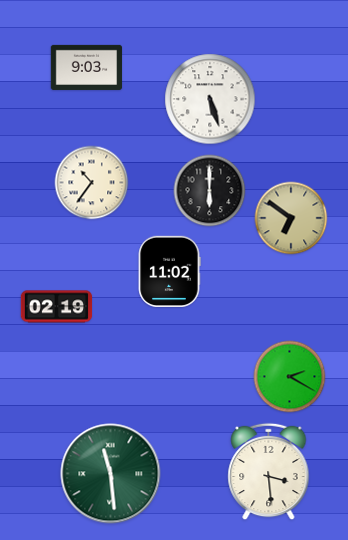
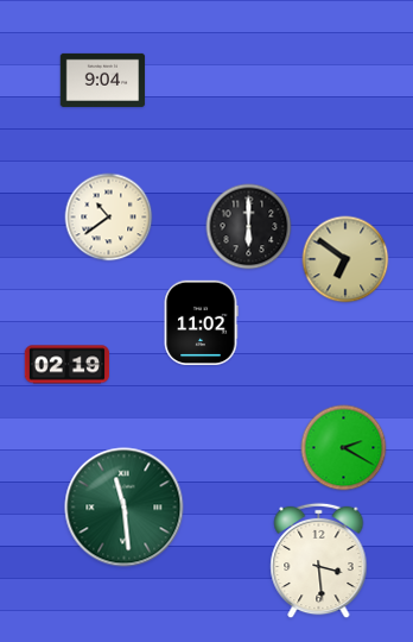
clock at (87, 67): 9:03 -> 9:04
clock at (210, 99): 5:27 -> none
clock at (92, 183): 10:36 -> 10:39
clock at (111, 474) position: (111, 474) -> (125, 508)
